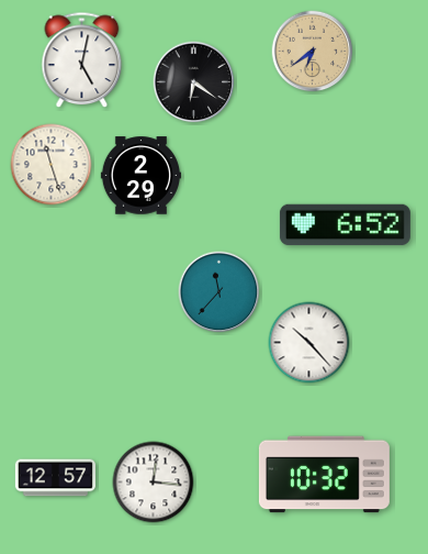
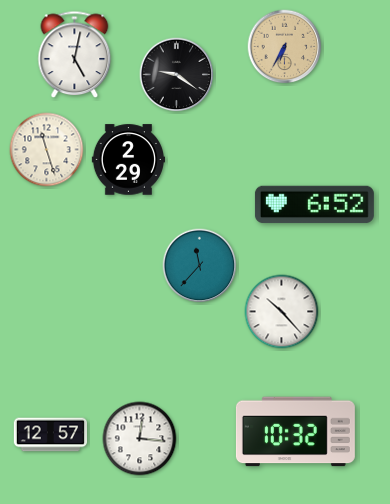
clock at (313, 52): 6:39 -> 6:35
clock at (194, 82): 6:21 -> 9:21
